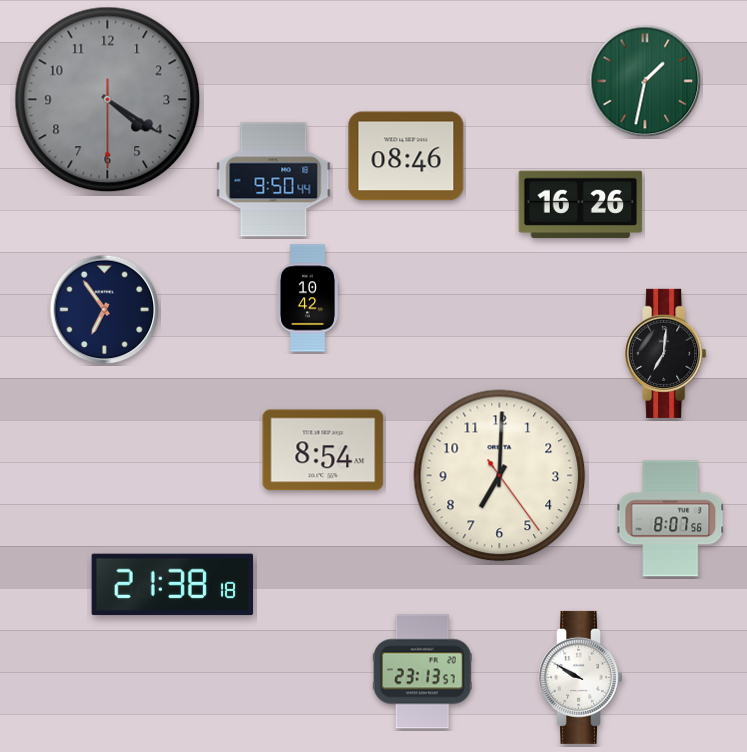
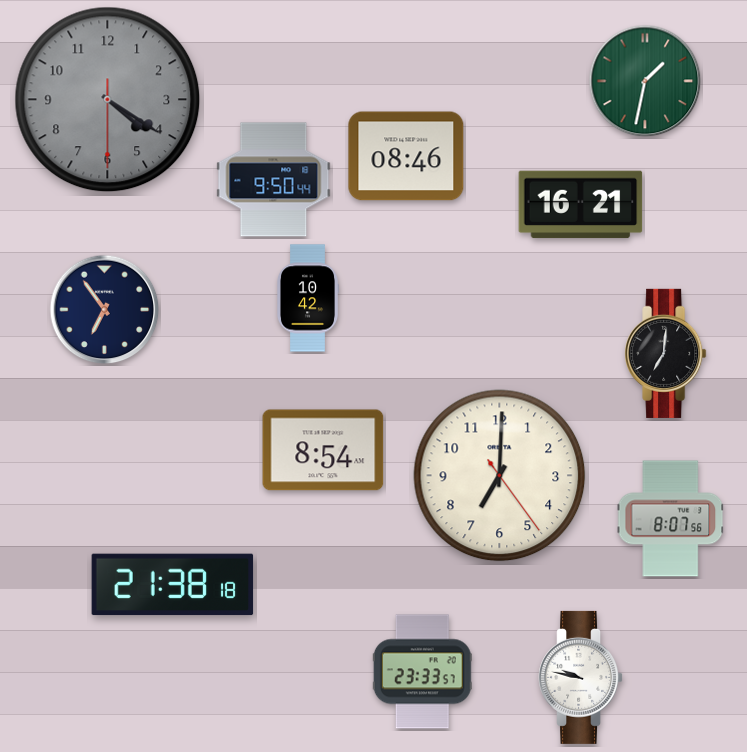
clock at (581, 205): 16:26 -> 16:21
clock at (422, 672): 23:13 -> 23:33
clock at (581, 677): 9:50 -> 9:47
